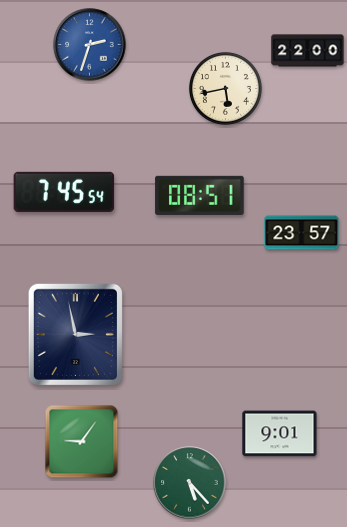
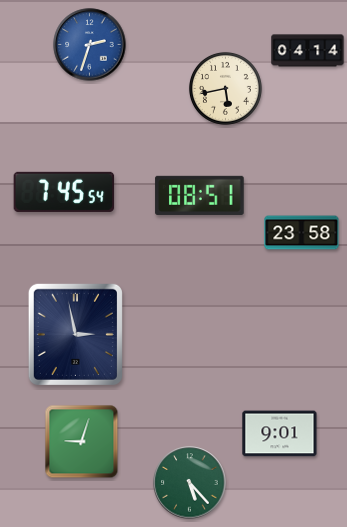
clock at (308, 51): 22:00 -> 04:14
clock at (302, 233): 23:57 -> 23:58
clock at (82, 442): 9:06 -> 9:03
